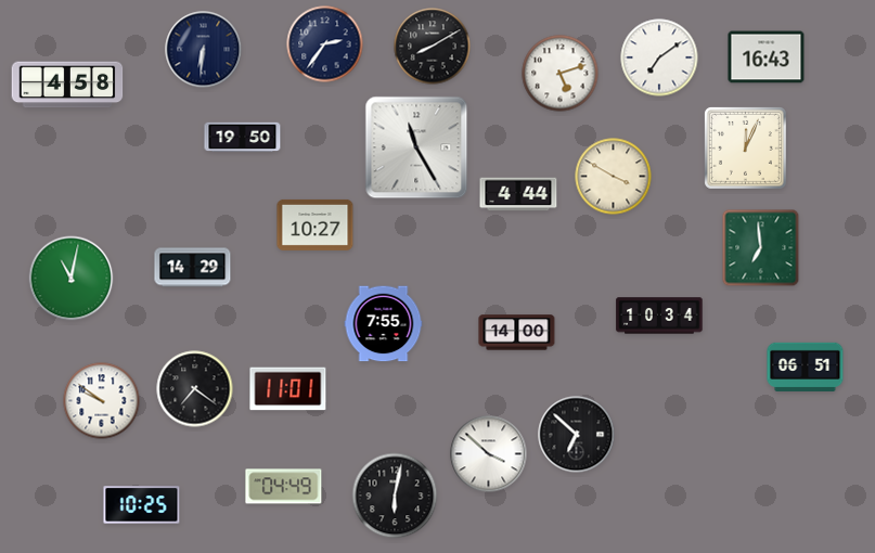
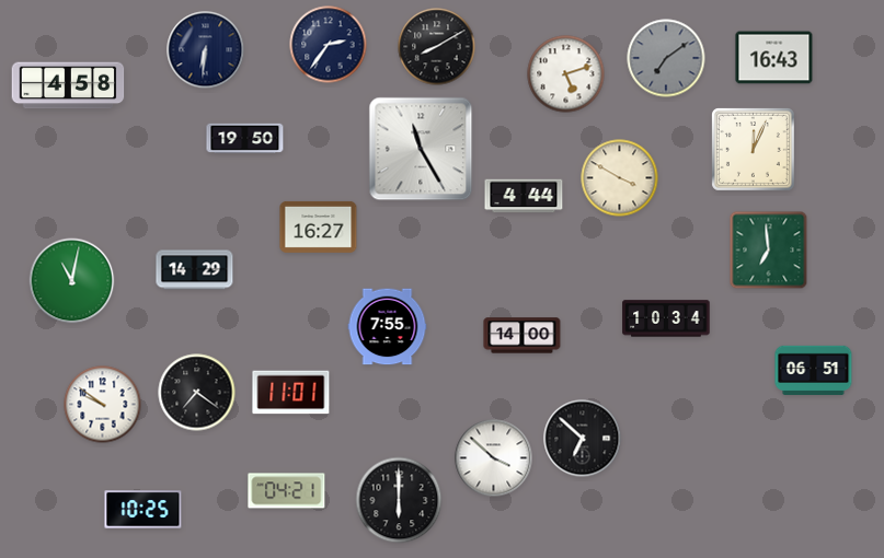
clock at (659, 57) dial: white -> grey
clock at (316, 224): 10:27 -> 16:27
clock at (284, 487): 04:49 -> 04:21
clock at (395, 496): 6:02 -> 6:00
